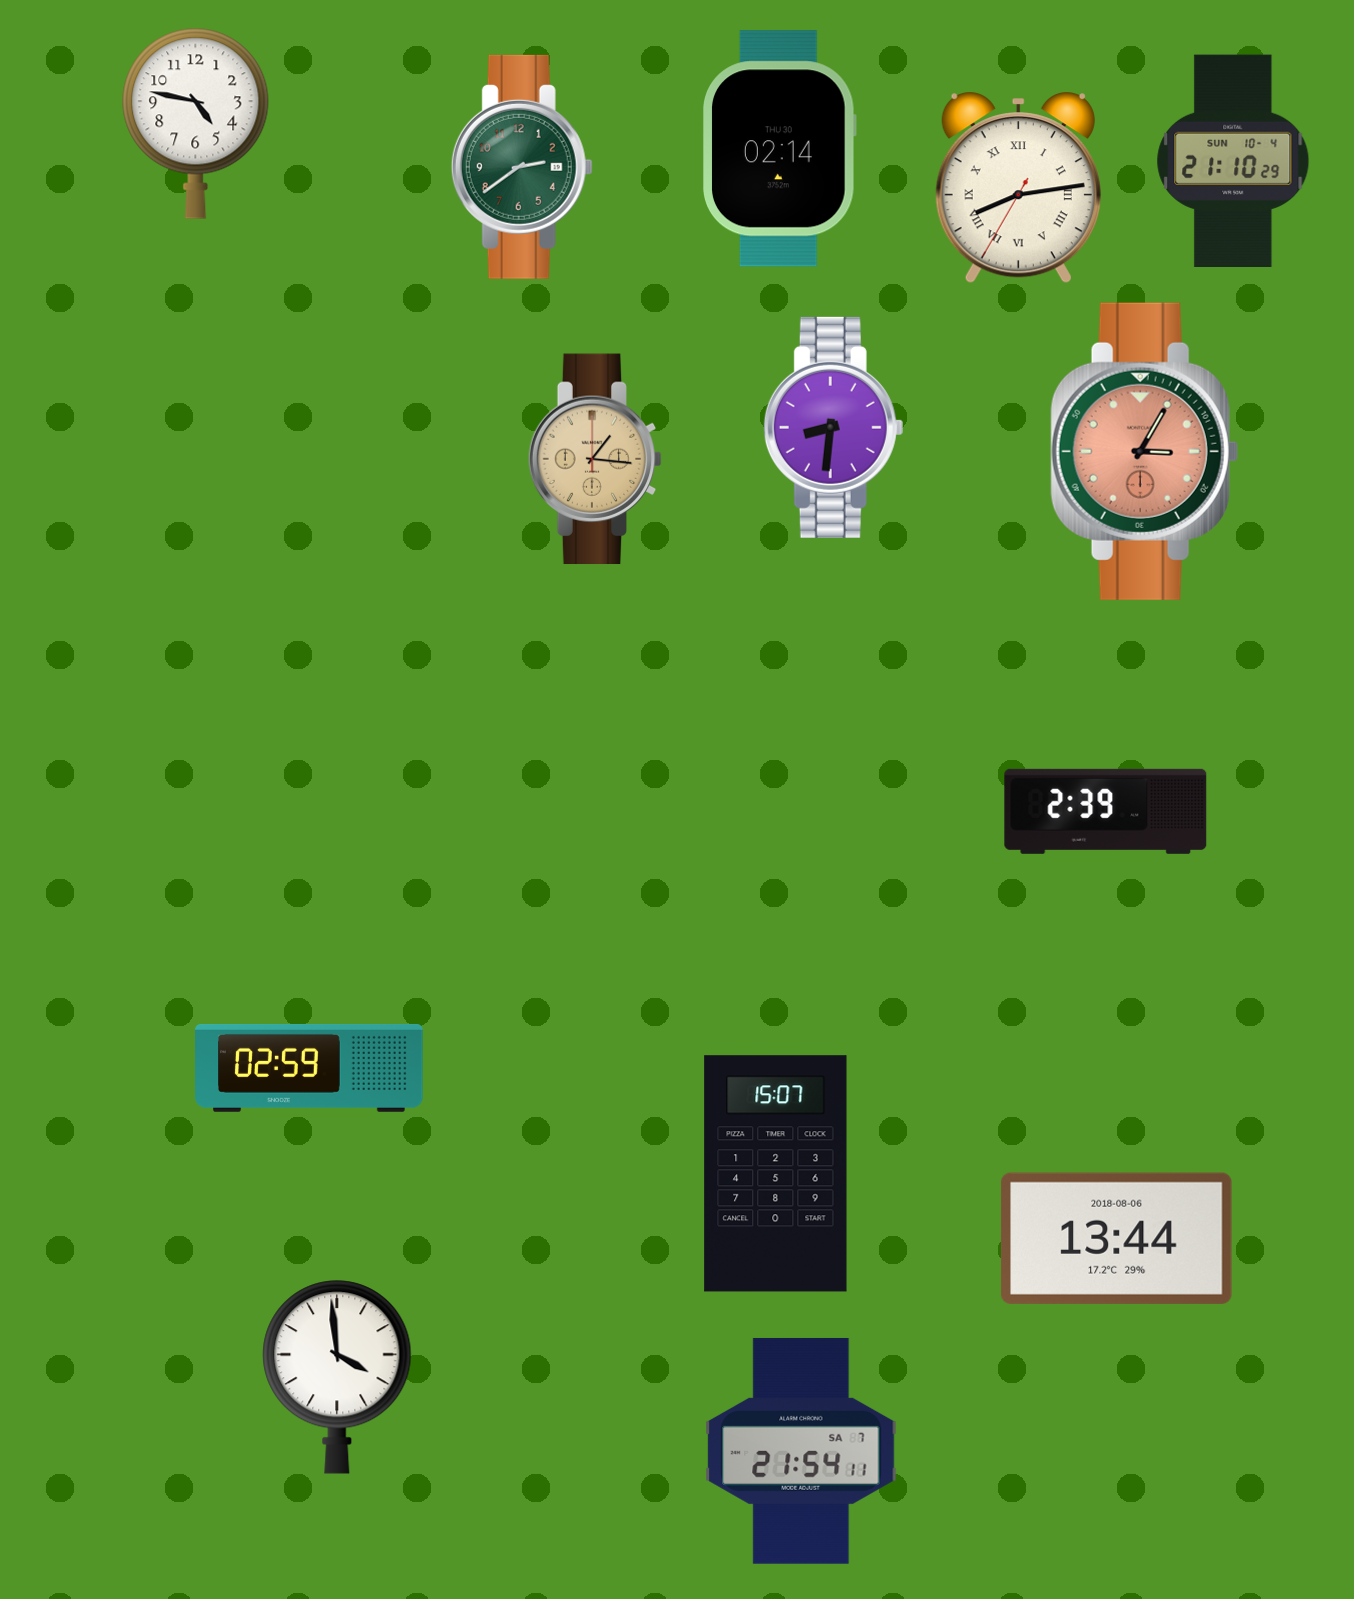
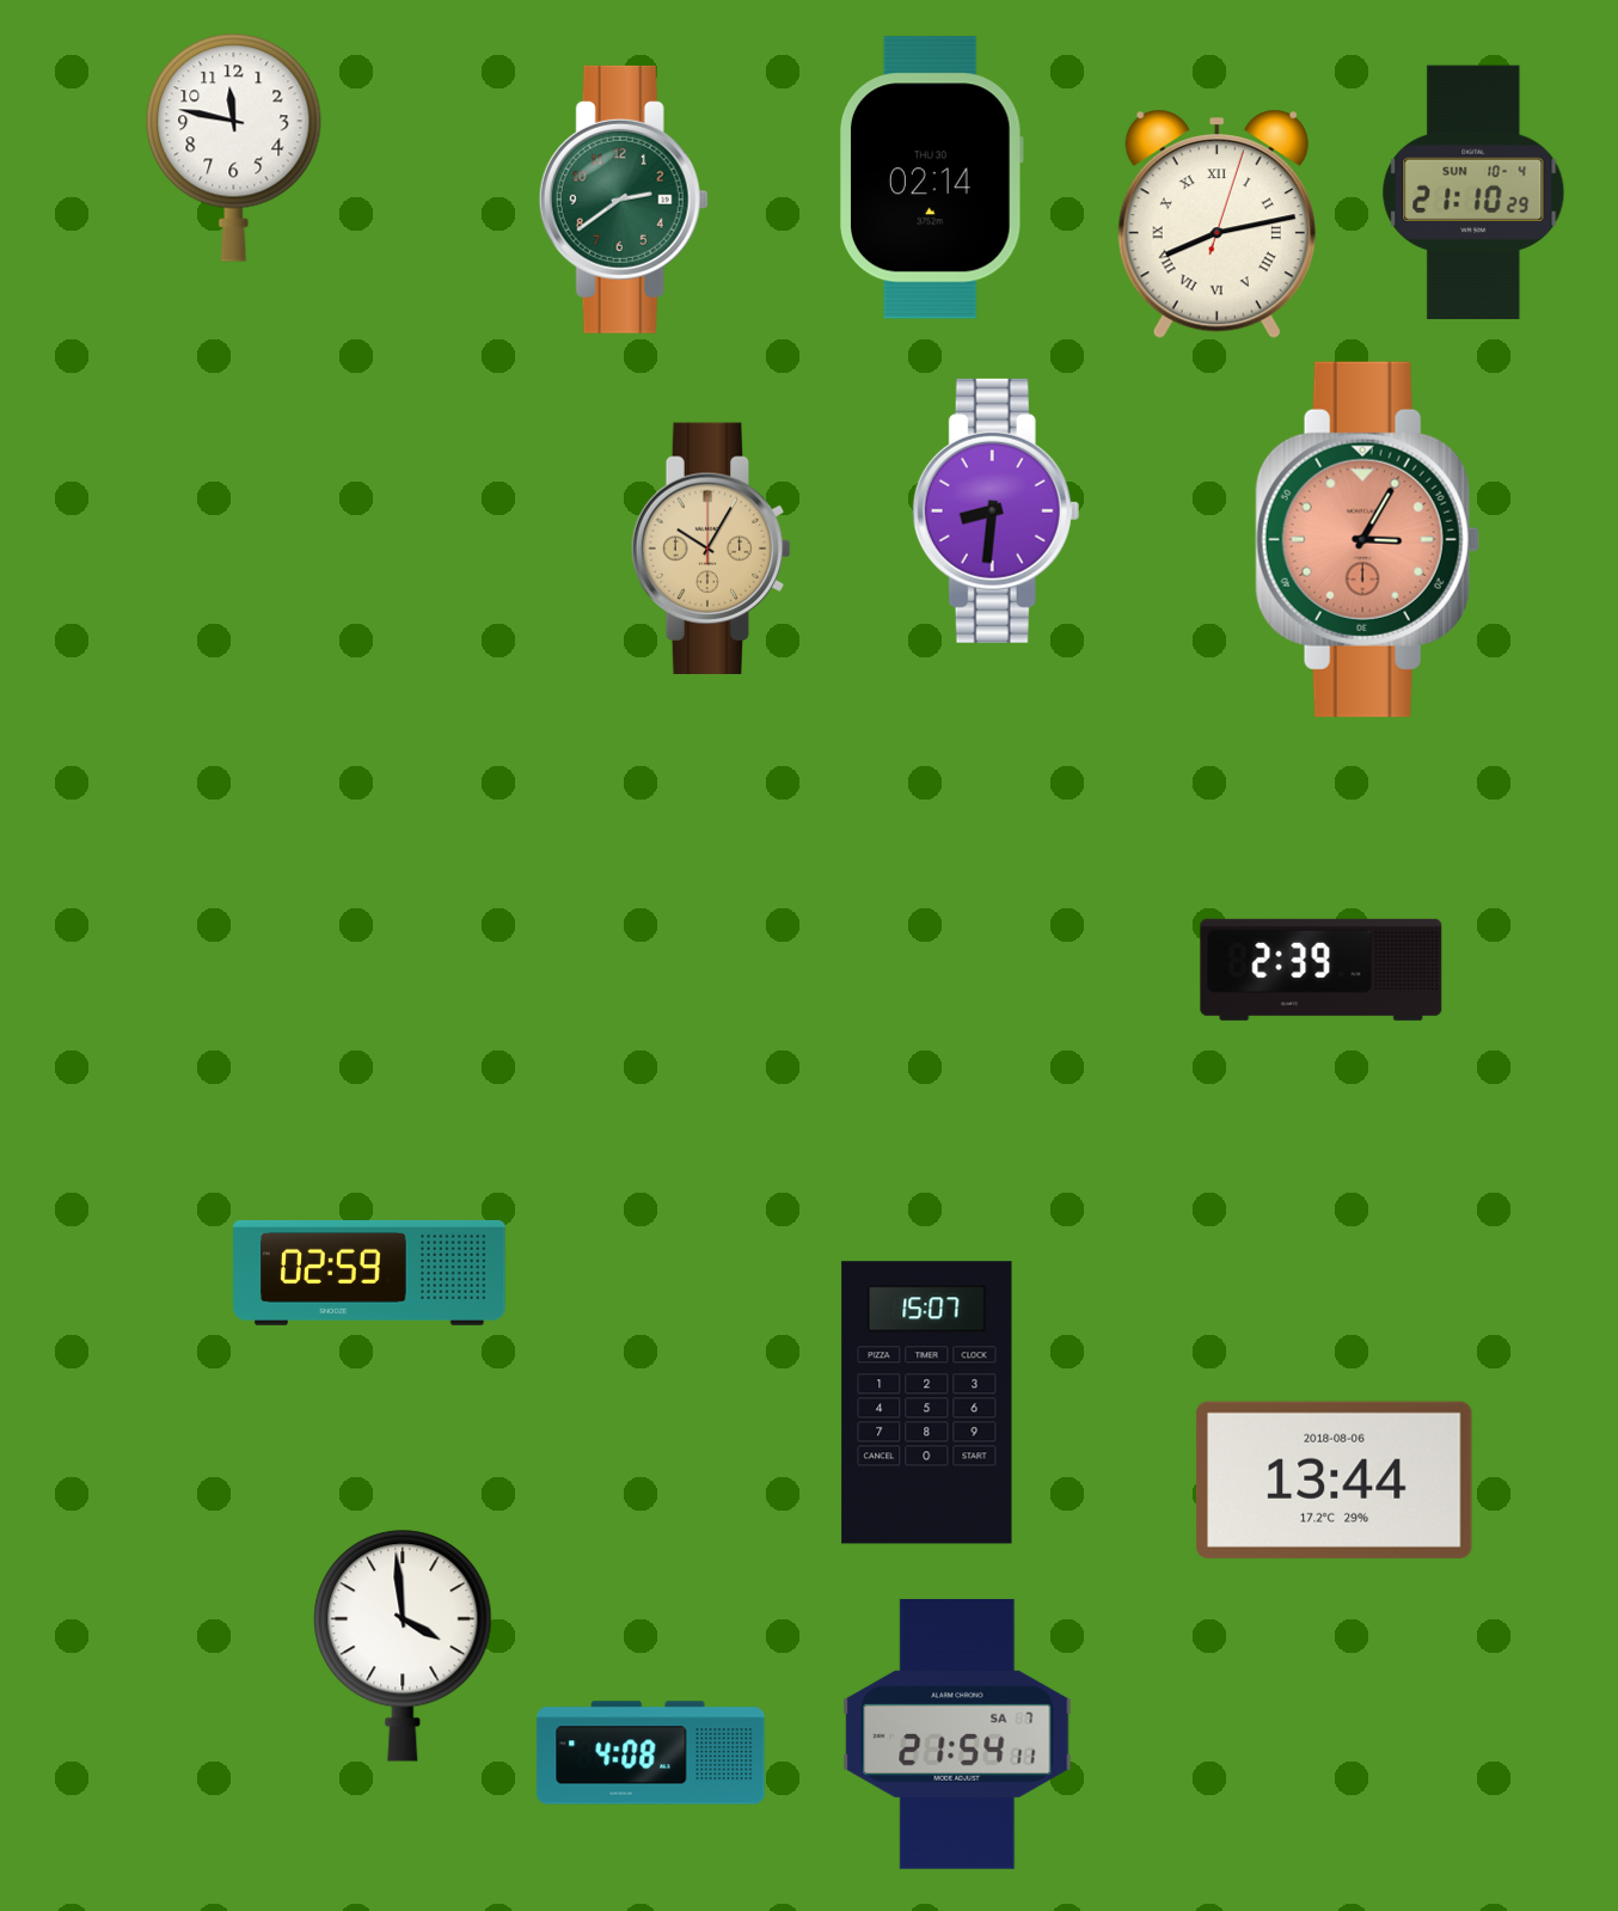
clock at (196, 123): 4:47 -> 11:47
clock at (1018, 188): 8:13:35 -> 8:13:03
clock at (595, 459): 1:16 -> 10:05
clock at (309, 1068) position: (309, 1068) -> (369, 1273)
clock at (651, 1753): none -> 4:08
